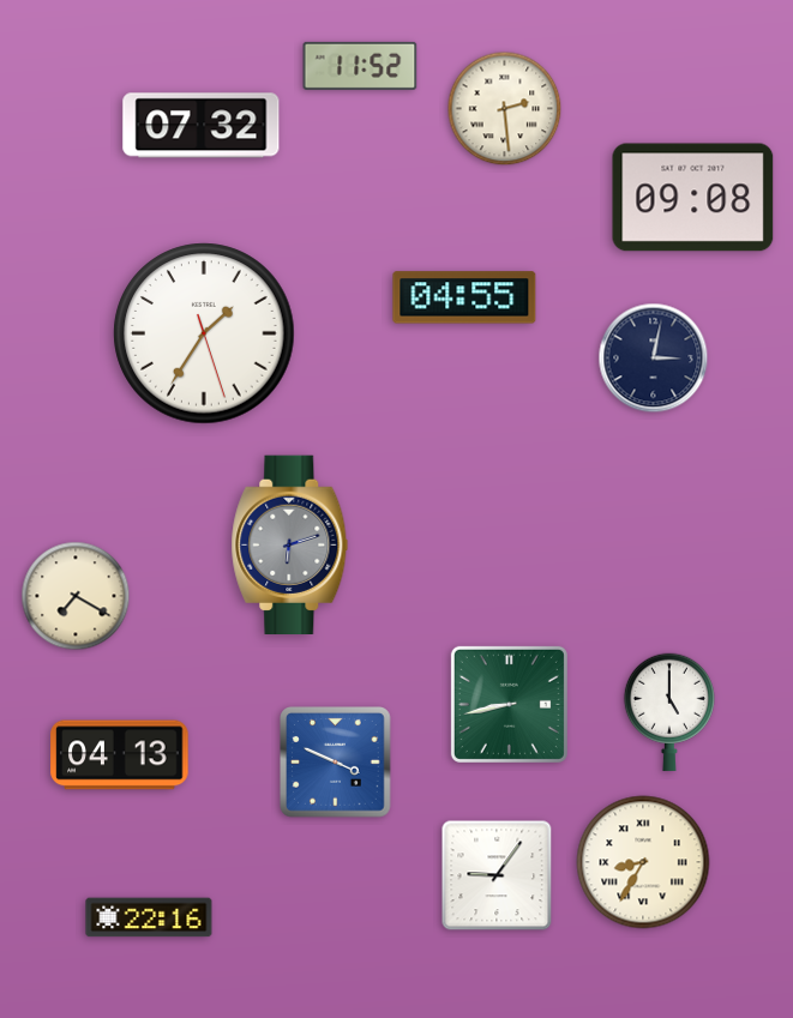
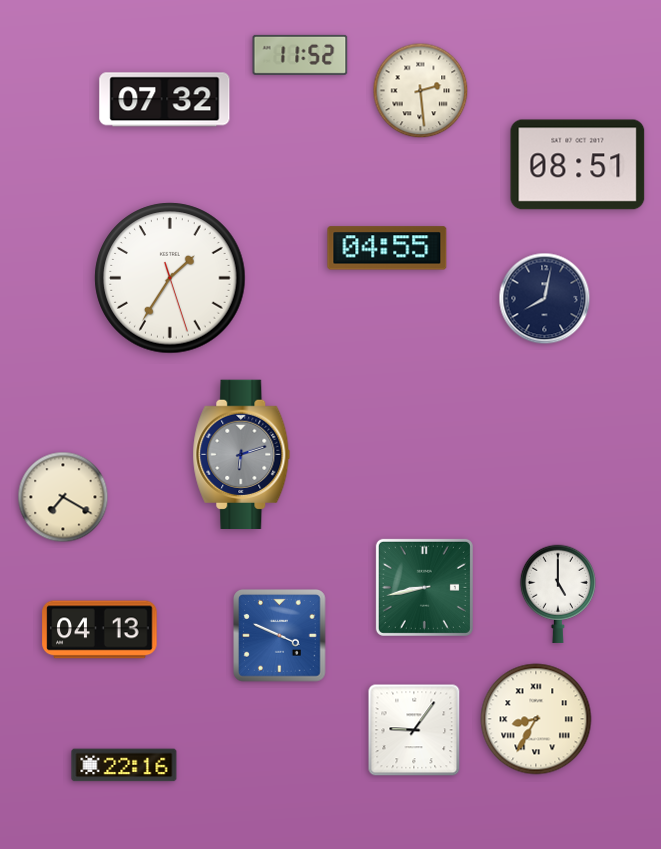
clock at (202, 126) position: (202, 126) -> (165, 100)
clock at (693, 198): 09:08 -> 08:51
clock at (654, 359): 3:02 -> 8:02
